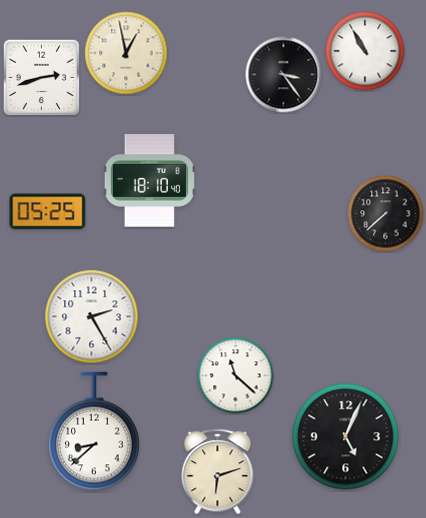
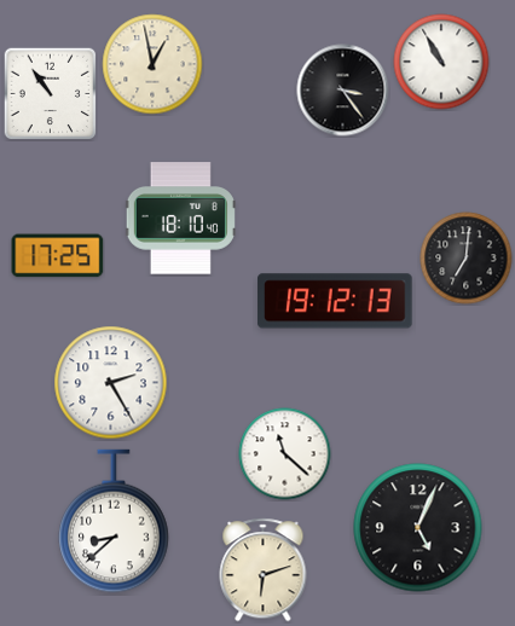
clock at (41, 77): 2:42 -> 10:54
clock at (48, 212): 05:25 -> 17:25
clock at (386, 214): 7:38 -> 7:01
clock at (335, 301): none -> 19:12
